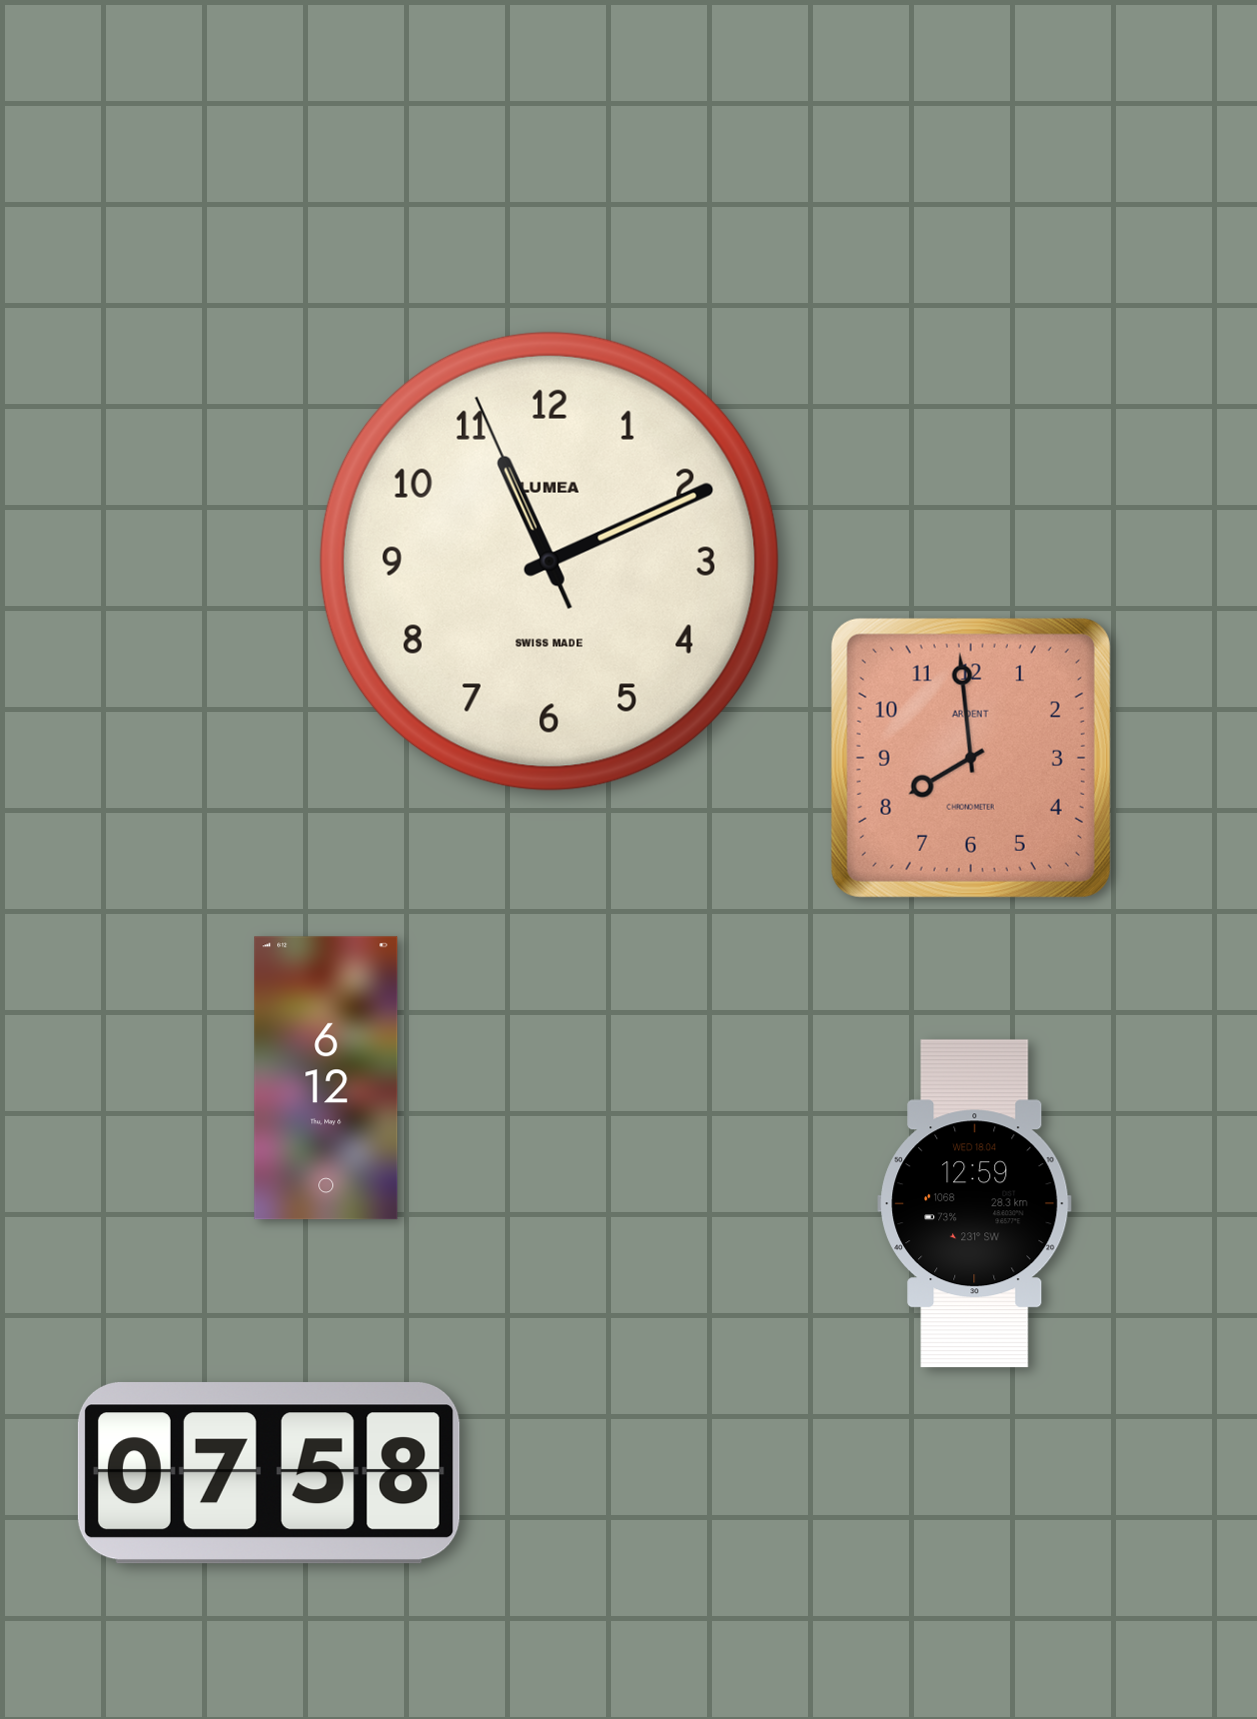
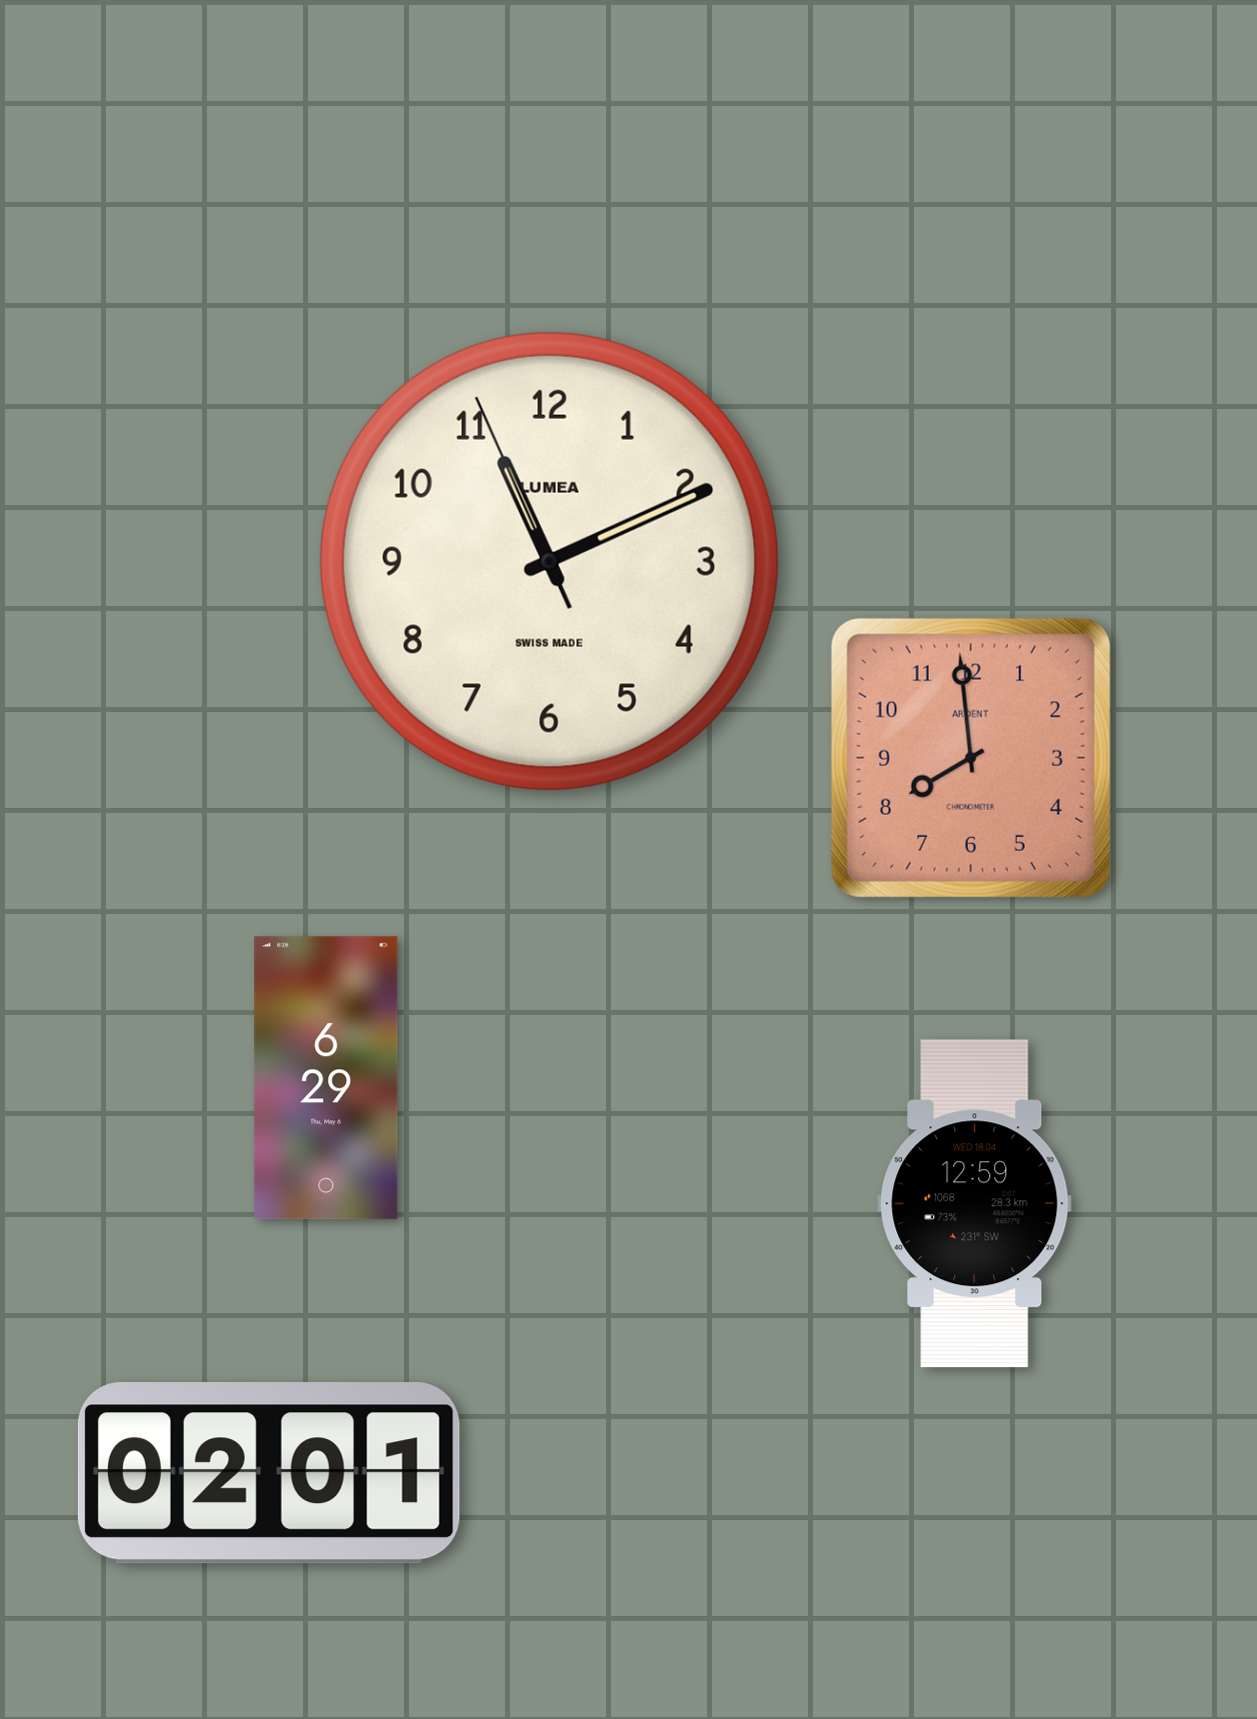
clock at (326, 1078): 6:12 -> 6:29
clock at (269, 1473): 07:58 -> 02:01
